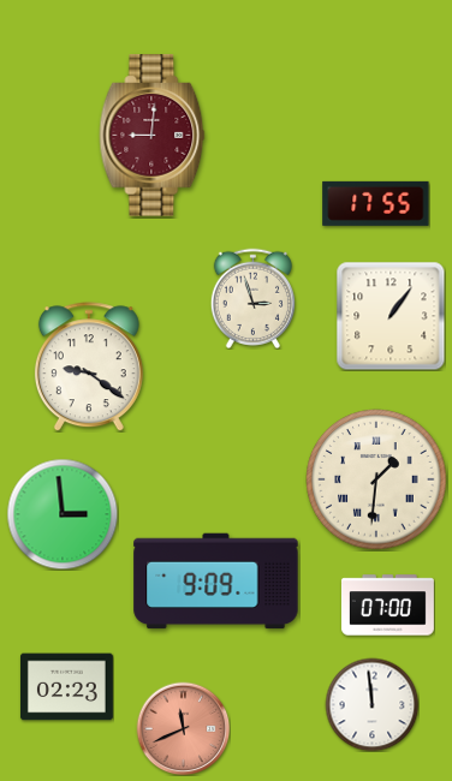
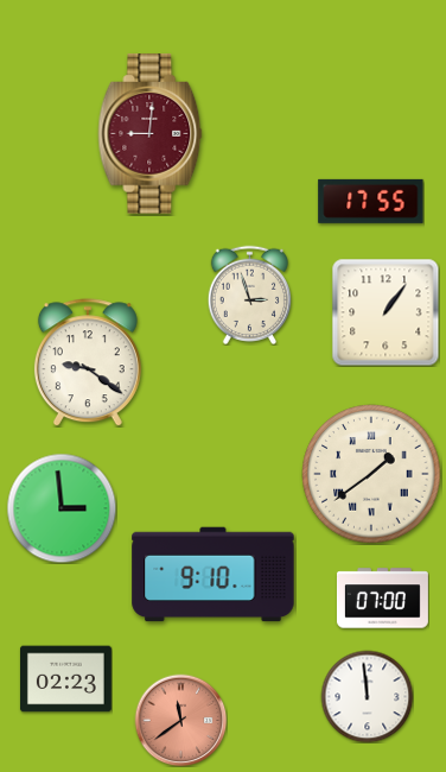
clock at (376, 479): 1:31 -> 1:39
clock at (216, 582): 9:09 -> 9:10
clock at (183, 728): 11:41 -> 11:39
